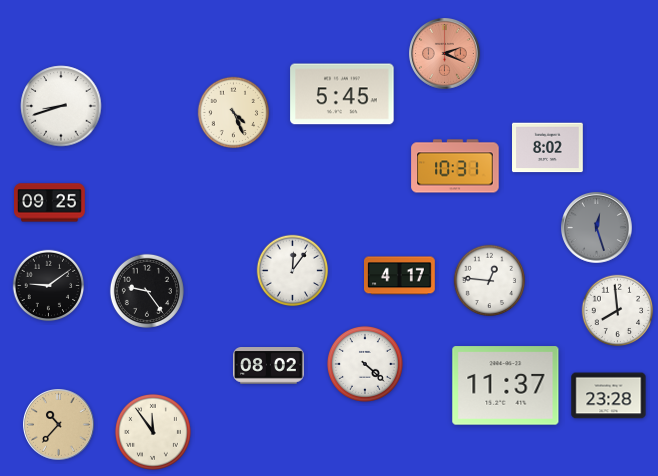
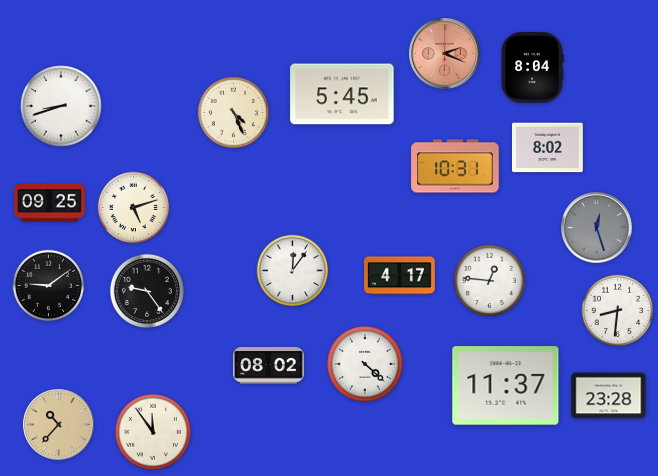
clock at (532, 68): none -> 8:04
clock at (134, 208): none -> 5:12
clock at (618, 311): 7:59 -> 8:31
